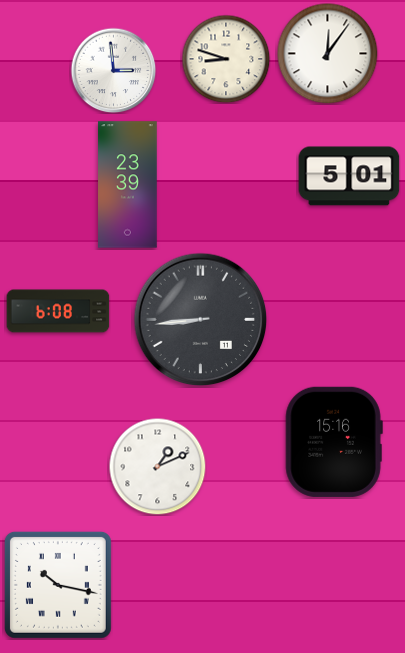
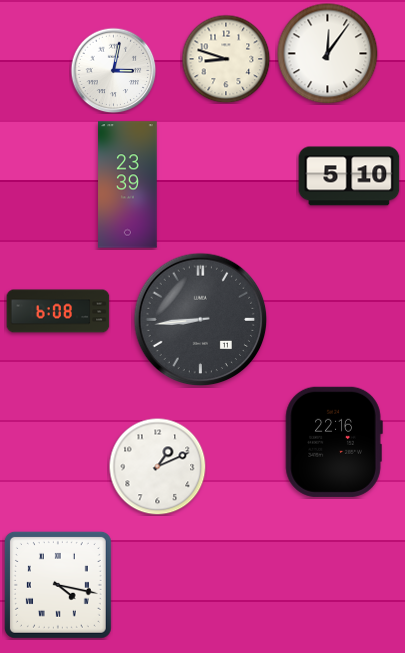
clock at (113, 70): 2:59 -> 3:02
clock at (349, 176): 5:01 -> 5:10
clock at (334, 442): 15:16 -> 22:16
clock at (58, 585): 10:17 -> 4:17
